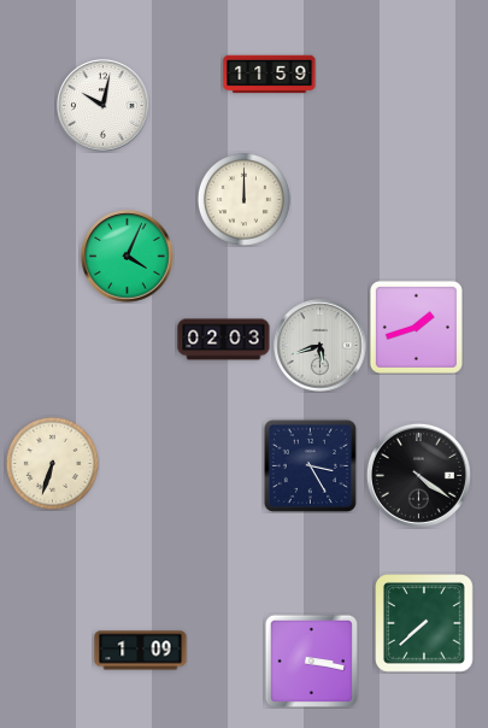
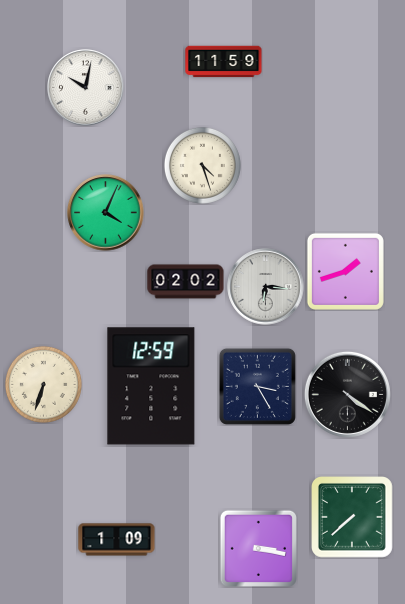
clock at (243, 199): 12:00 -> 4:27
clock at (224, 340): 02:03 -> 02:02
clock at (321, 346): 5:42 -> 6:16
clock at (151, 386): none -> 12:59
